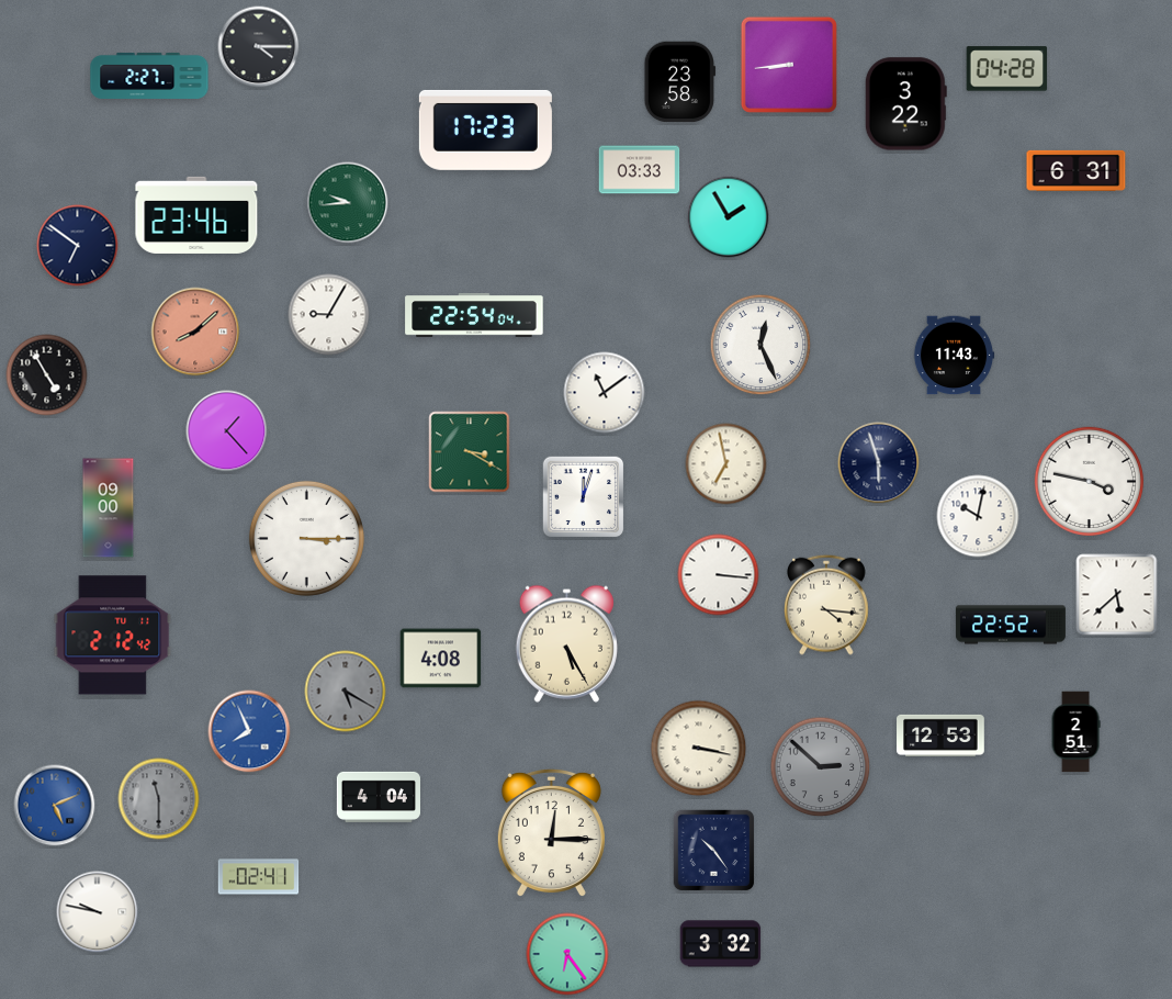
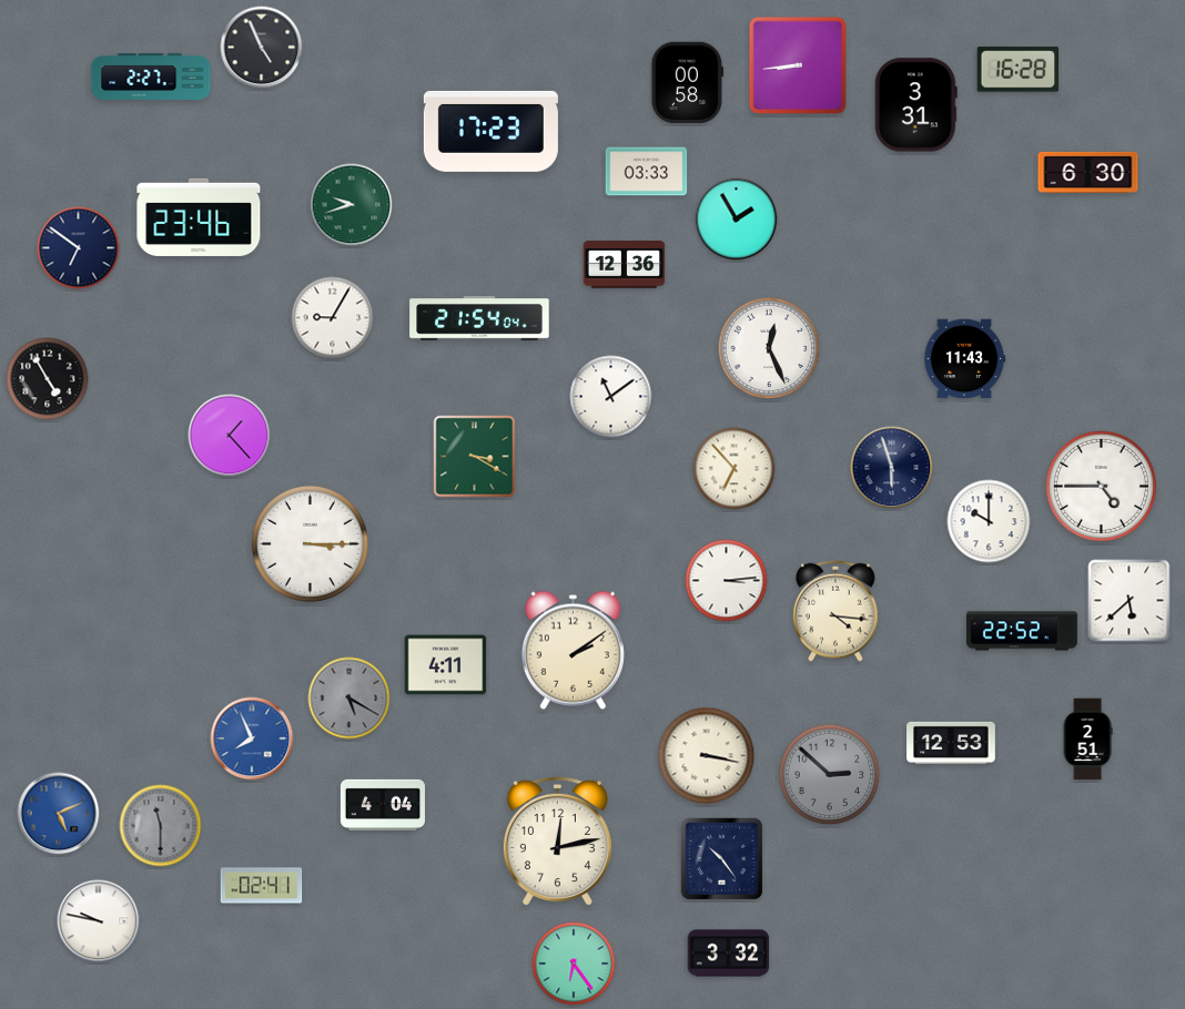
clock at (259, 47): 4:15 -> 4:56
clock at (1007, 69): 04:28 -> 16:28
clock at (679, 82): 23:58 -> 00:58
clock at (905, 104): 3:22 -> 3:31
clock at (1077, 170): 6:31 -> 6:30
clock at (348, 203): 9:44 -> 9:42
clock at (625, 265): none -> 12:36
clock at (474, 315): 22:54 -> 21:54
clock at (195, 332): 8:08 -> none
clock at (879, 463) position: (879, 463) -> (892, 468)
clock at (726, 464): 6:58 -> 6:53
clock at (1089, 481): 3:47 -> 4:45
clock at (584, 497): 12:03 -> none
clock at (109, 508): 09:00 -> none
clock at (978, 516): 10:02 -> 10:00
clock at (719, 575): 3:16 -> 3:14
clock at (113, 636): 2:12 -> none
clock at (566, 643): 5:25 -> 2:09
clock at (441, 659): 4:08 -> 4:11
clock at (159, 799) position: (159, 799) -> (161, 826)
clock at (55, 806) position: (55, 806) -> (59, 814)
clock at (551, 833): 12:15 -> 12:13
